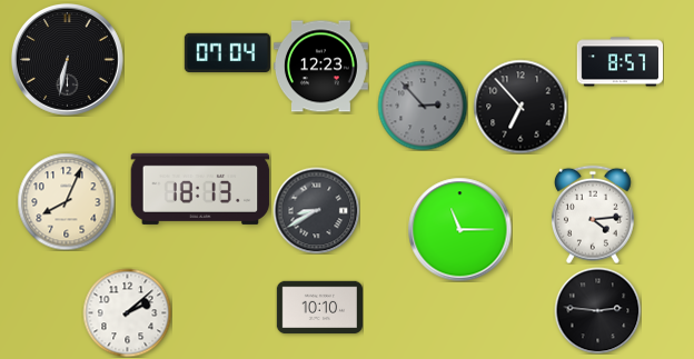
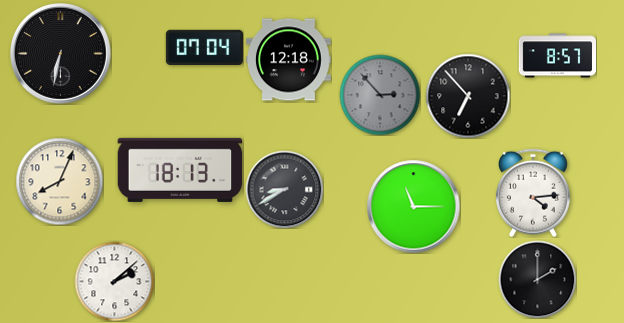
clock at (320, 67): 12:23 -> 12:18
clock at (319, 308): 10:10 -> none
clock at (597, 310): 2:46 -> 2:00
